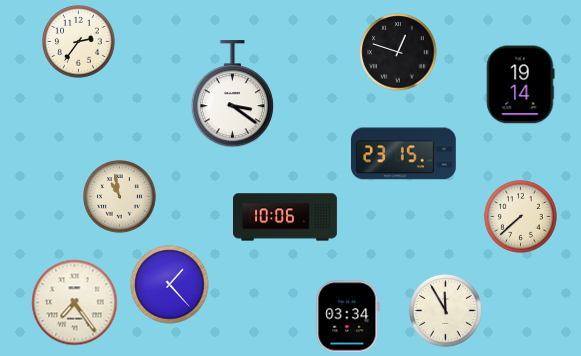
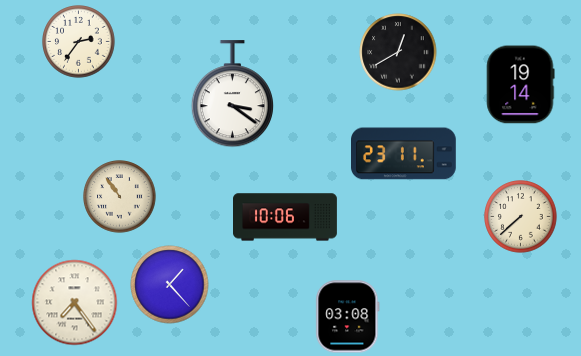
clock at (398, 52): 12:48 -> 12:40
clock at (404, 154): 23:15 -> 23:11
clock at (120, 197): 10:58 -> 10:54
clock at (446, 311): 11:55 -> none
clock at (348, 317): 03:34 -> 03:08
